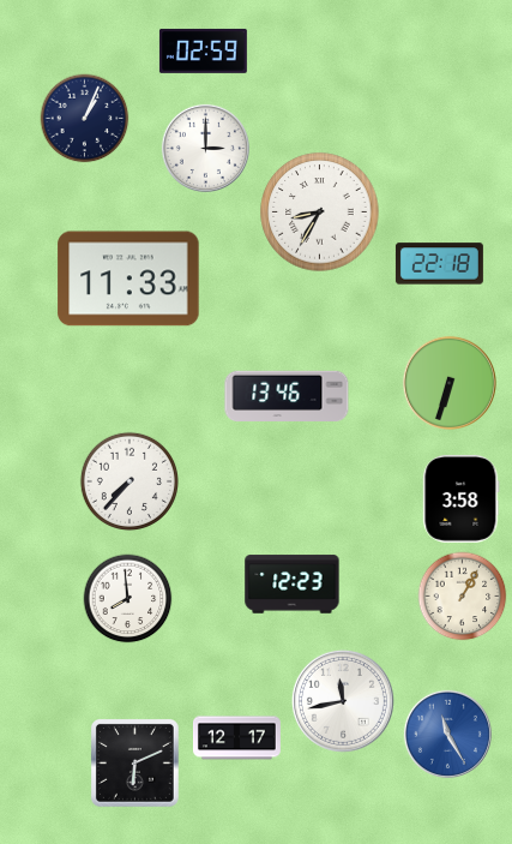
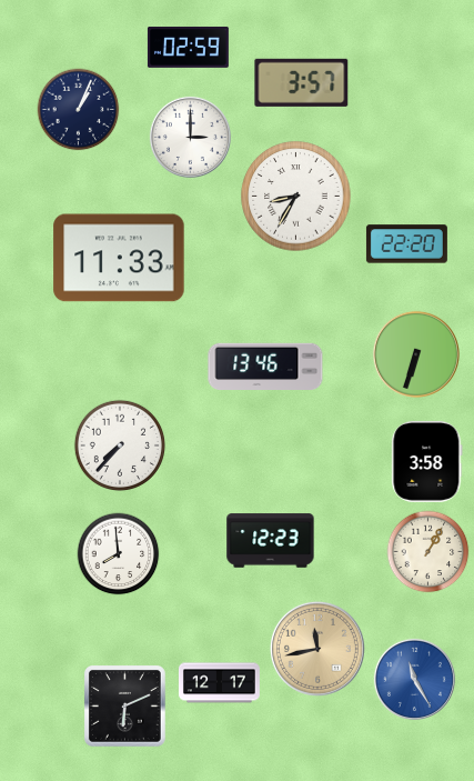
clock at (302, 82): none -> 3:57
clock at (439, 264): 22:18 -> 22:20
clock at (343, 701) dial: white -> champagne
